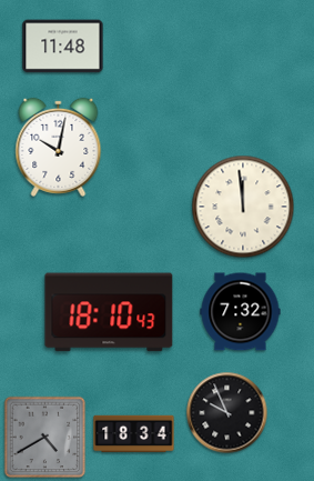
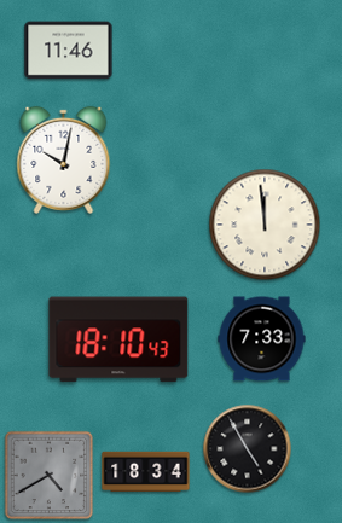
clock at (63, 47): 11:48 -> 11:46
clock at (241, 312): 7:32 -> 7:33
clock at (227, 413): 9:56 -> 4:55
